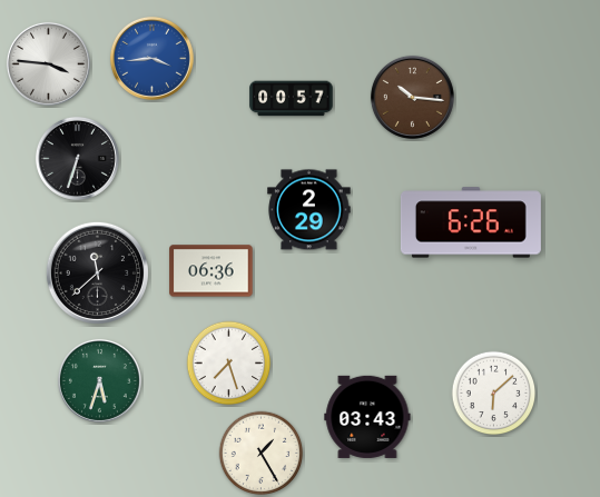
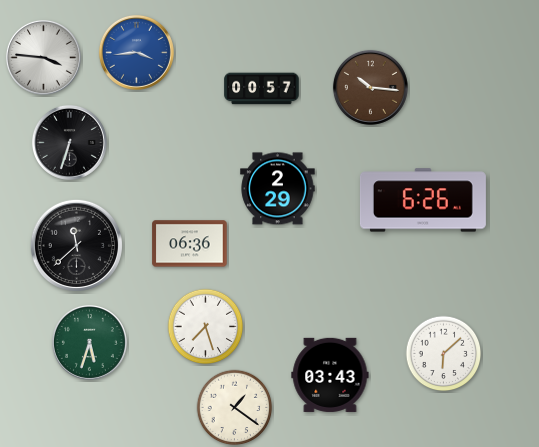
clock at (97, 272) position: (97, 272) -> (76, 245)
clock at (262, 454): 1:25 -> 1:21
